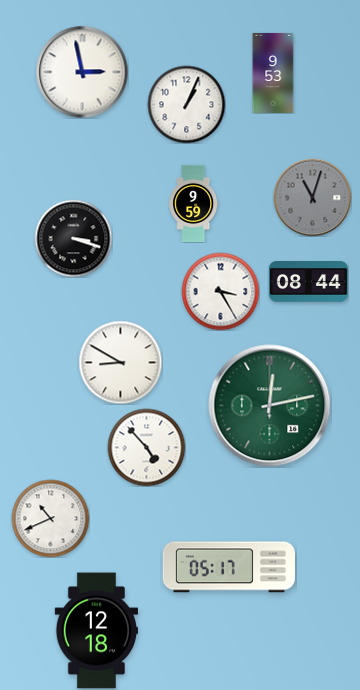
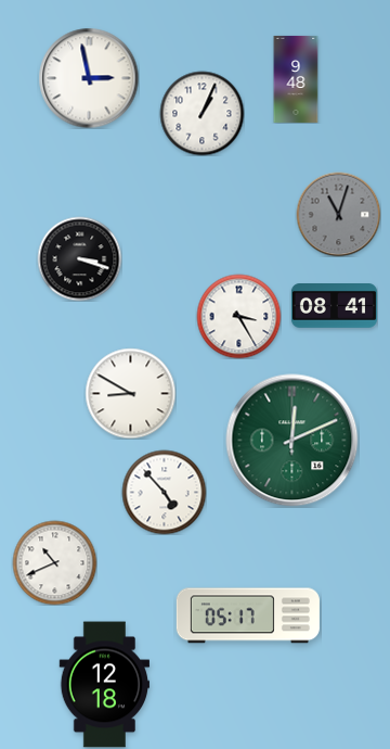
clock at (273, 73): 9:53 -> 9:48
clock at (194, 203): 9:59 -> none
clock at (308, 282): 08:44 -> 08:41
clock at (270, 406): 12:13 -> 12:11
clock at (146, 447) position: (146, 447) -> (164, 492)
